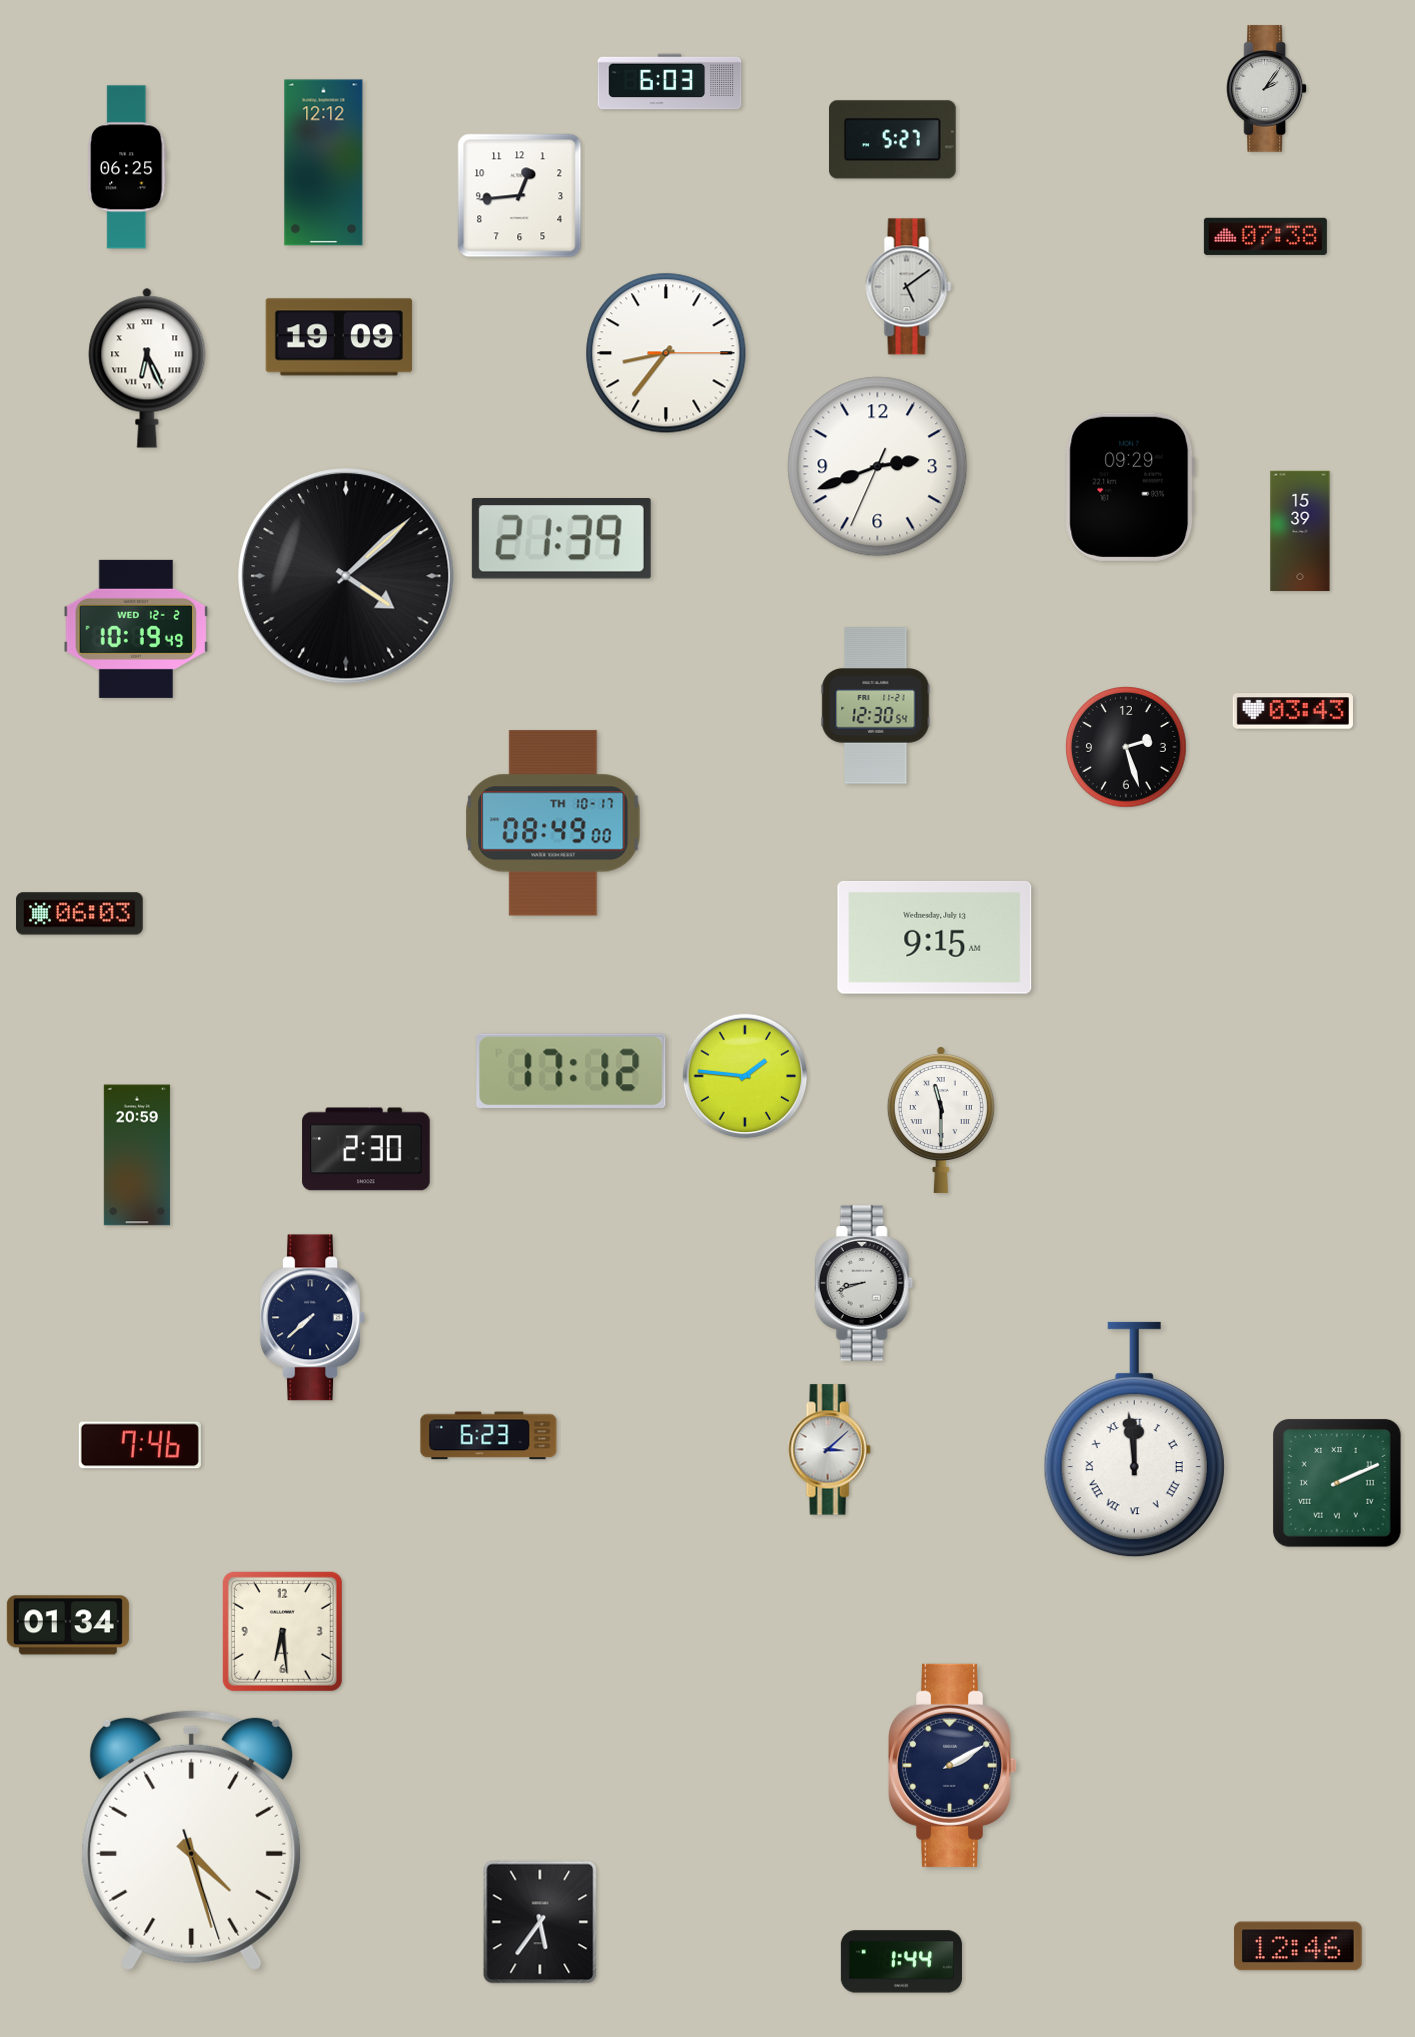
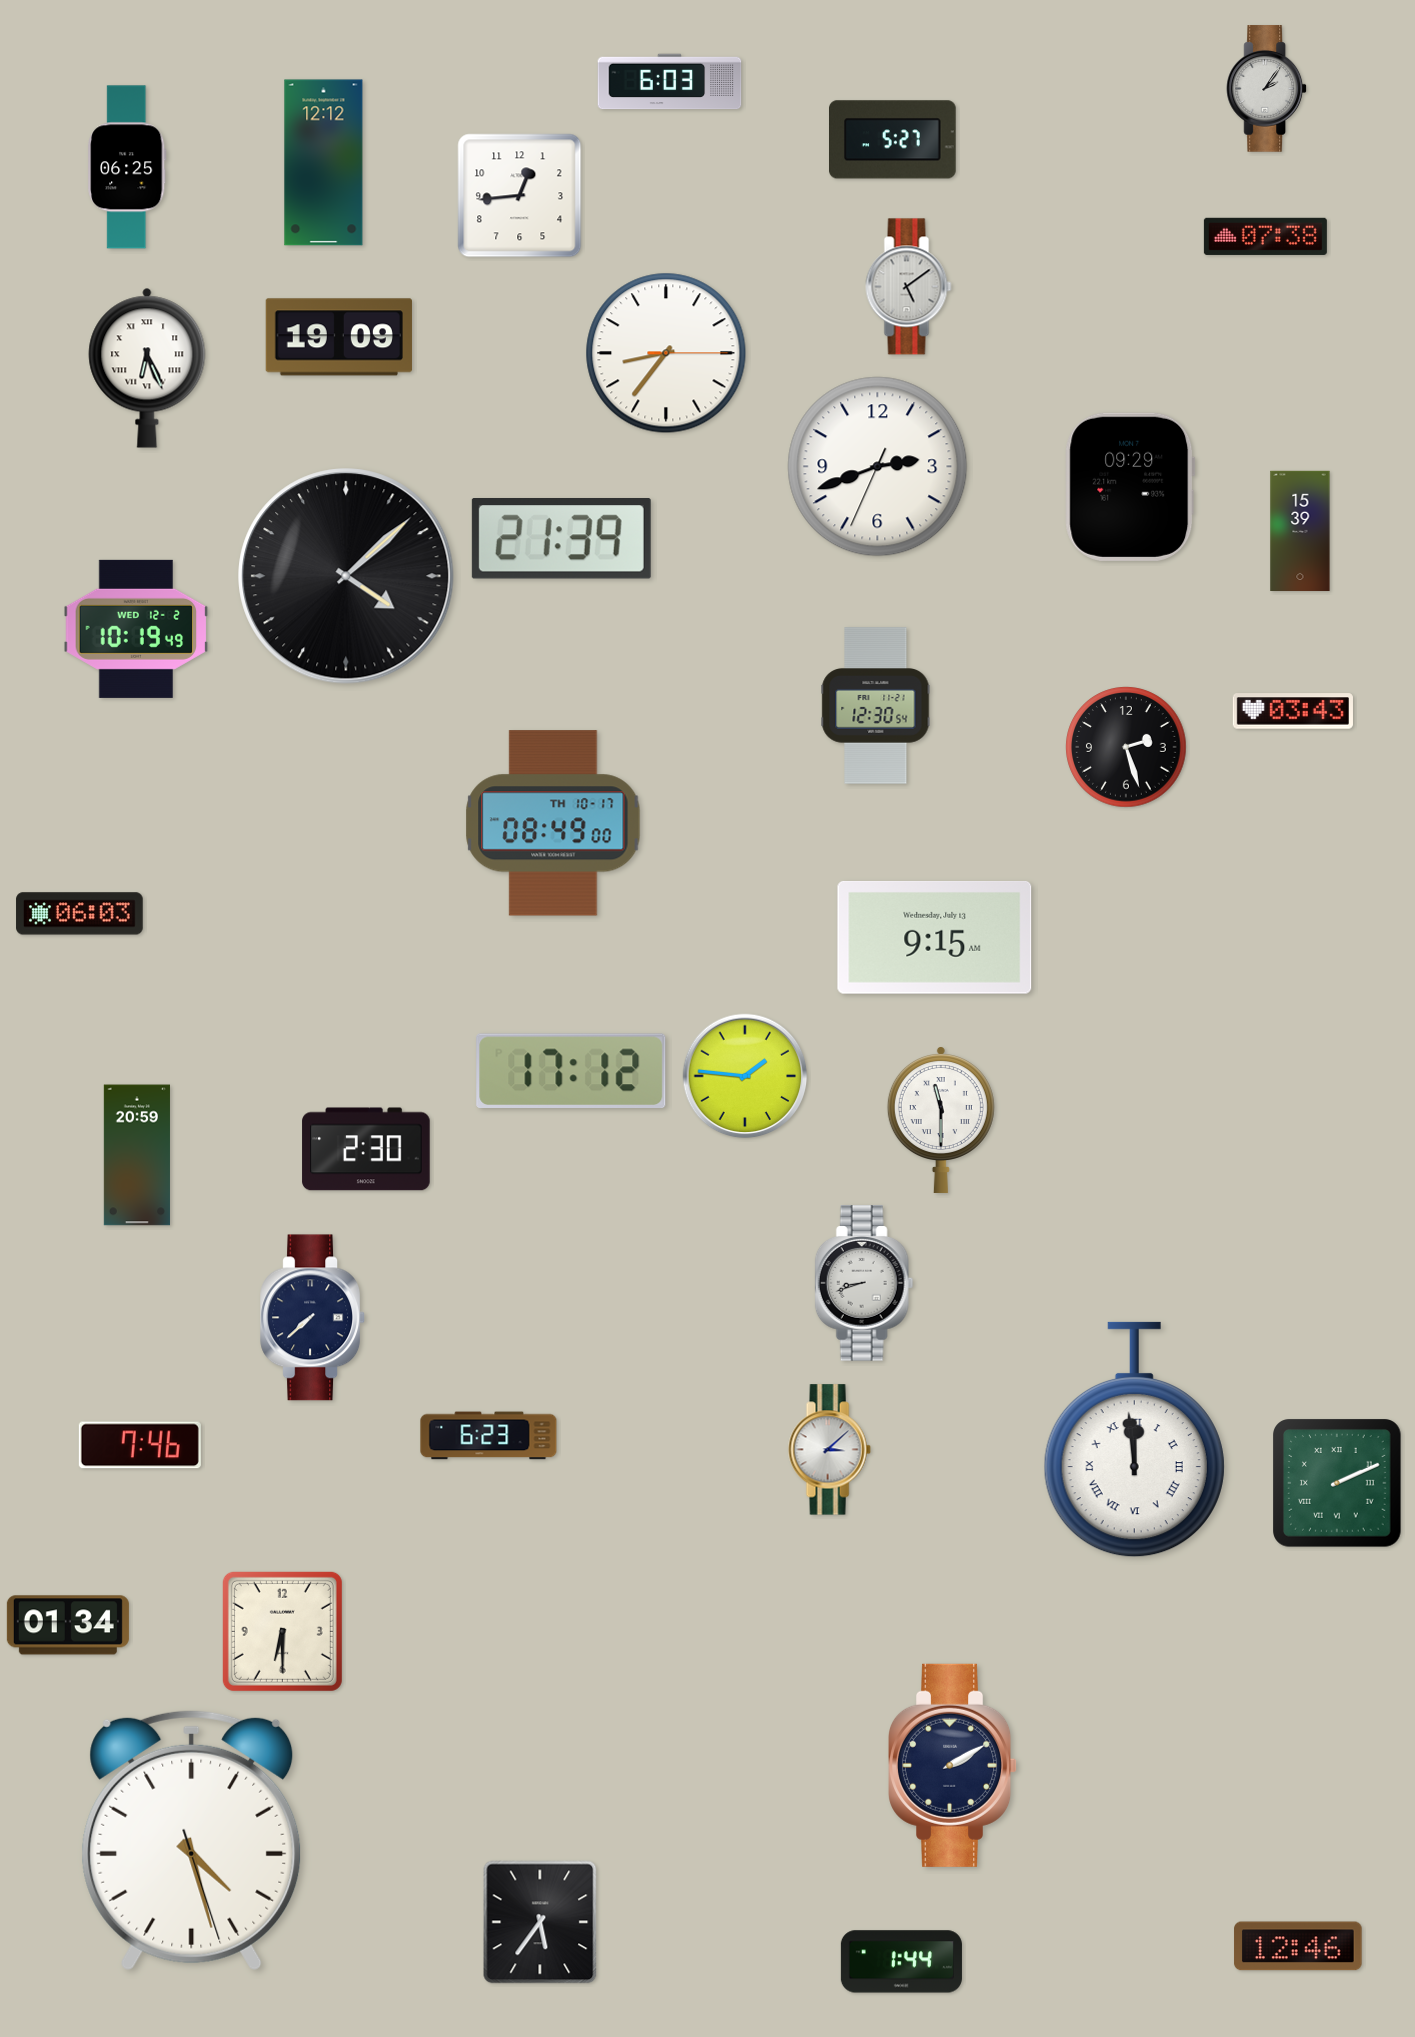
clock at (282, 1631): 6:29 -> 6:30
